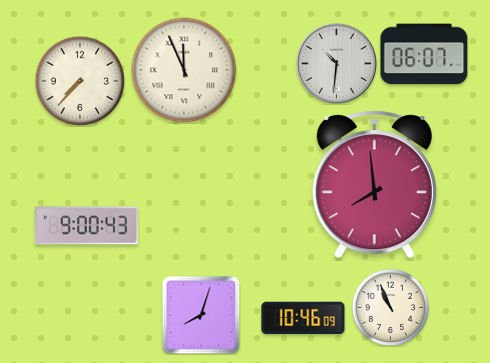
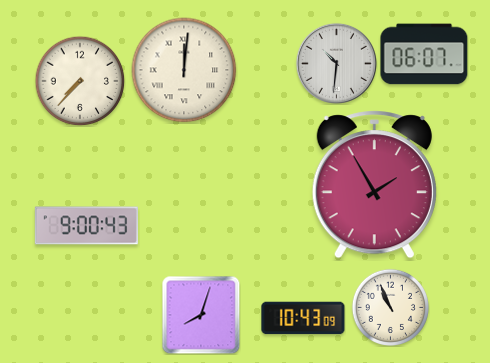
clock at (184, 70): 11:56 -> 12:01
clock at (374, 185): 7:59 -> 1:55
clock at (303, 318): 10:46 -> 10:43
